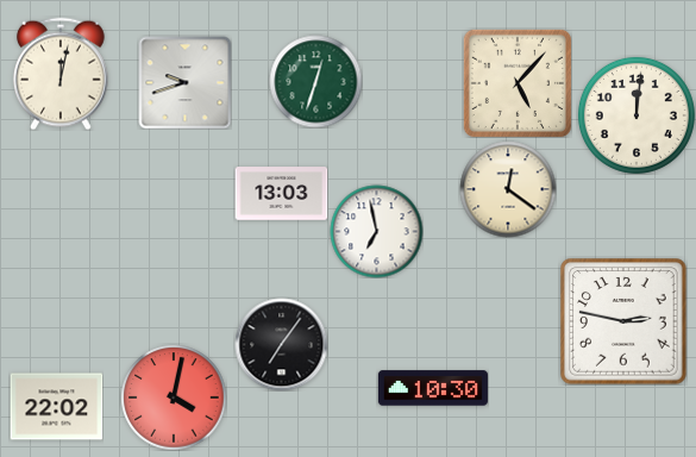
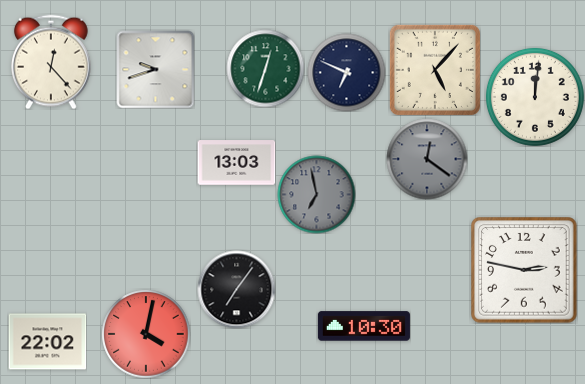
clock at (62, 74): 12:02 -> 12:23
clock at (346, 72): none -> 6:49
clock at (508, 189) dial: cream -> grey
clock at (376, 231) dial: white -> grey
